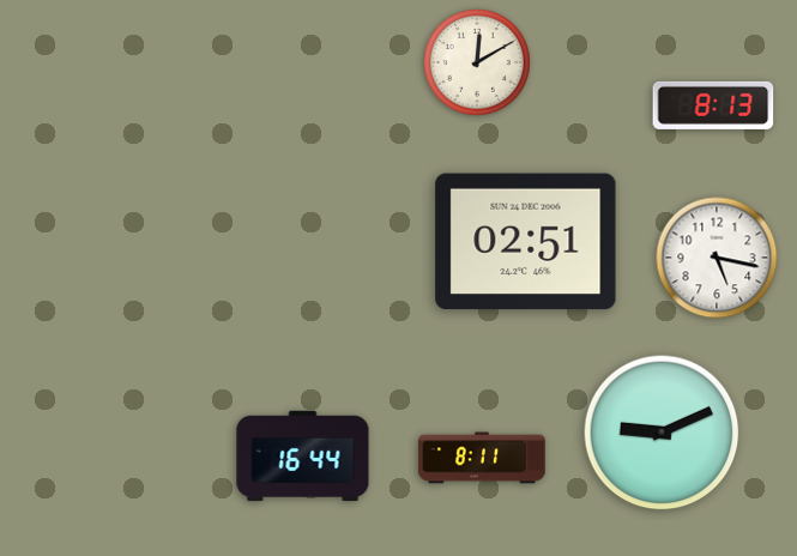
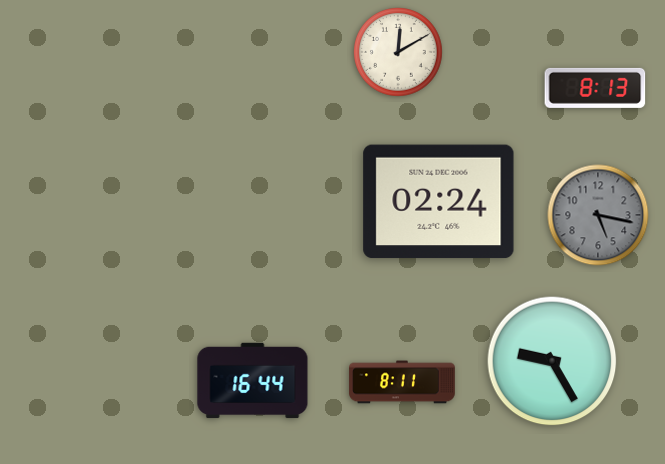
clock at (526, 242): 02:51 -> 02:24
clock at (717, 258) dial: white -> grey
clock at (662, 433): 9:11 -> 9:25
